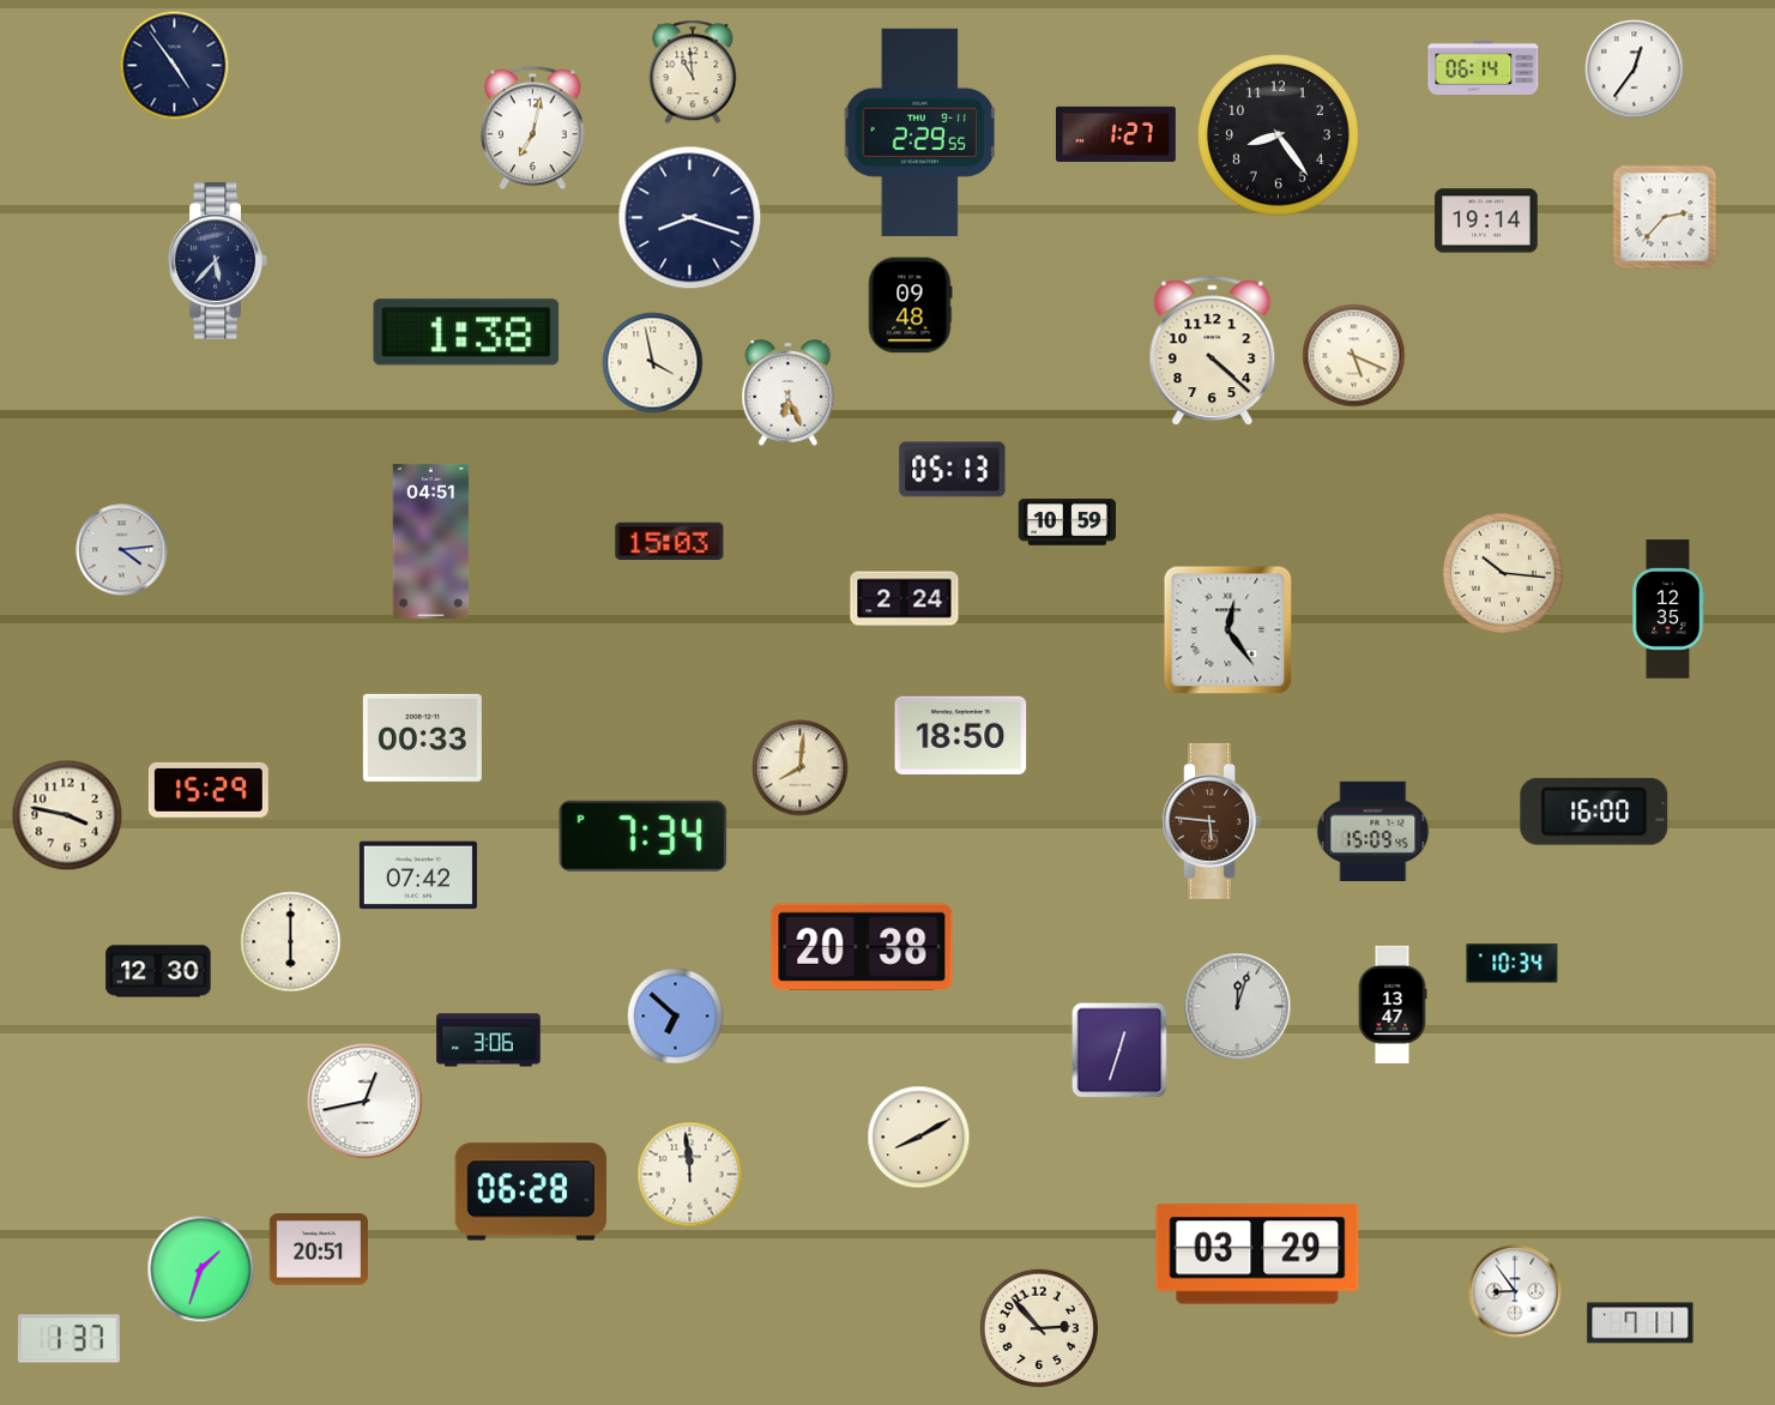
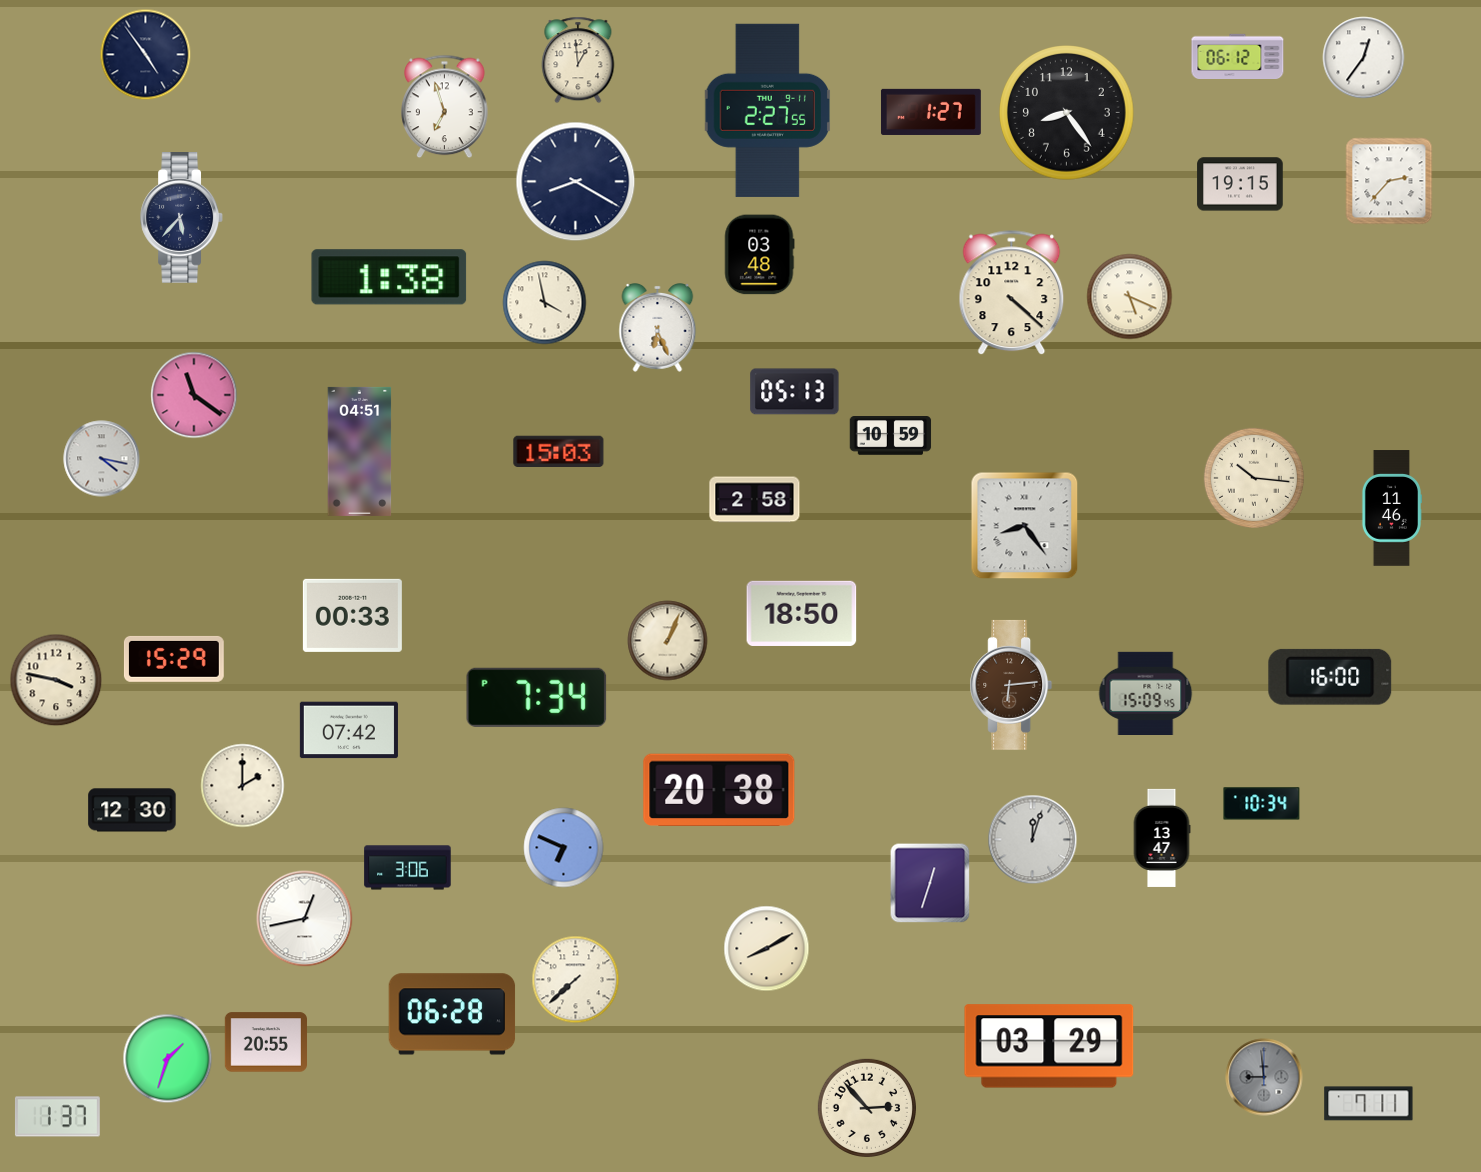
clock at (1484, 67): 06:14 -> 06:12
clock at (693, 72): 10:59 -> 12:59
clock at (533, 128): 7:02 -> 6:57
clock at (919, 132): 2:29 -> 2:27
clock at (690, 218): 8:18 -> 8:20
clock at (1486, 221): 19:14 -> 19:15
clock at (910, 306): 09:48 -> 03:48
clock at (194, 395): none -> 11:21
clock at (122, 550): 4:14 -> 4:17
clock at (905, 599): 2:24 -> 2:58
clock at (1667, 609): 12:35 -> 11:46
clock at (1228, 631): 12:24 -> 8:24
clock at (801, 768): 8:01 -> 1:04
clock at (1212, 821): 5:46 -> 6:14
clock at (291, 942): 6:00 -> 2:00
clock at (676, 1017): 6:52 -> 6:49
clock at (1119, 1050) position: (1119, 1050) -> (930, 883)
clock at (690, 1175): 11:59 -> 7:38
clock at (531, 1192) position: (531, 1192) -> (452, 1014)
clock at (318, 1249): 20:51 -> 20:55
clock at (1515, 1291): 8:54 -> 8:59
clock at (1515, 1291) dial: white -> grey
